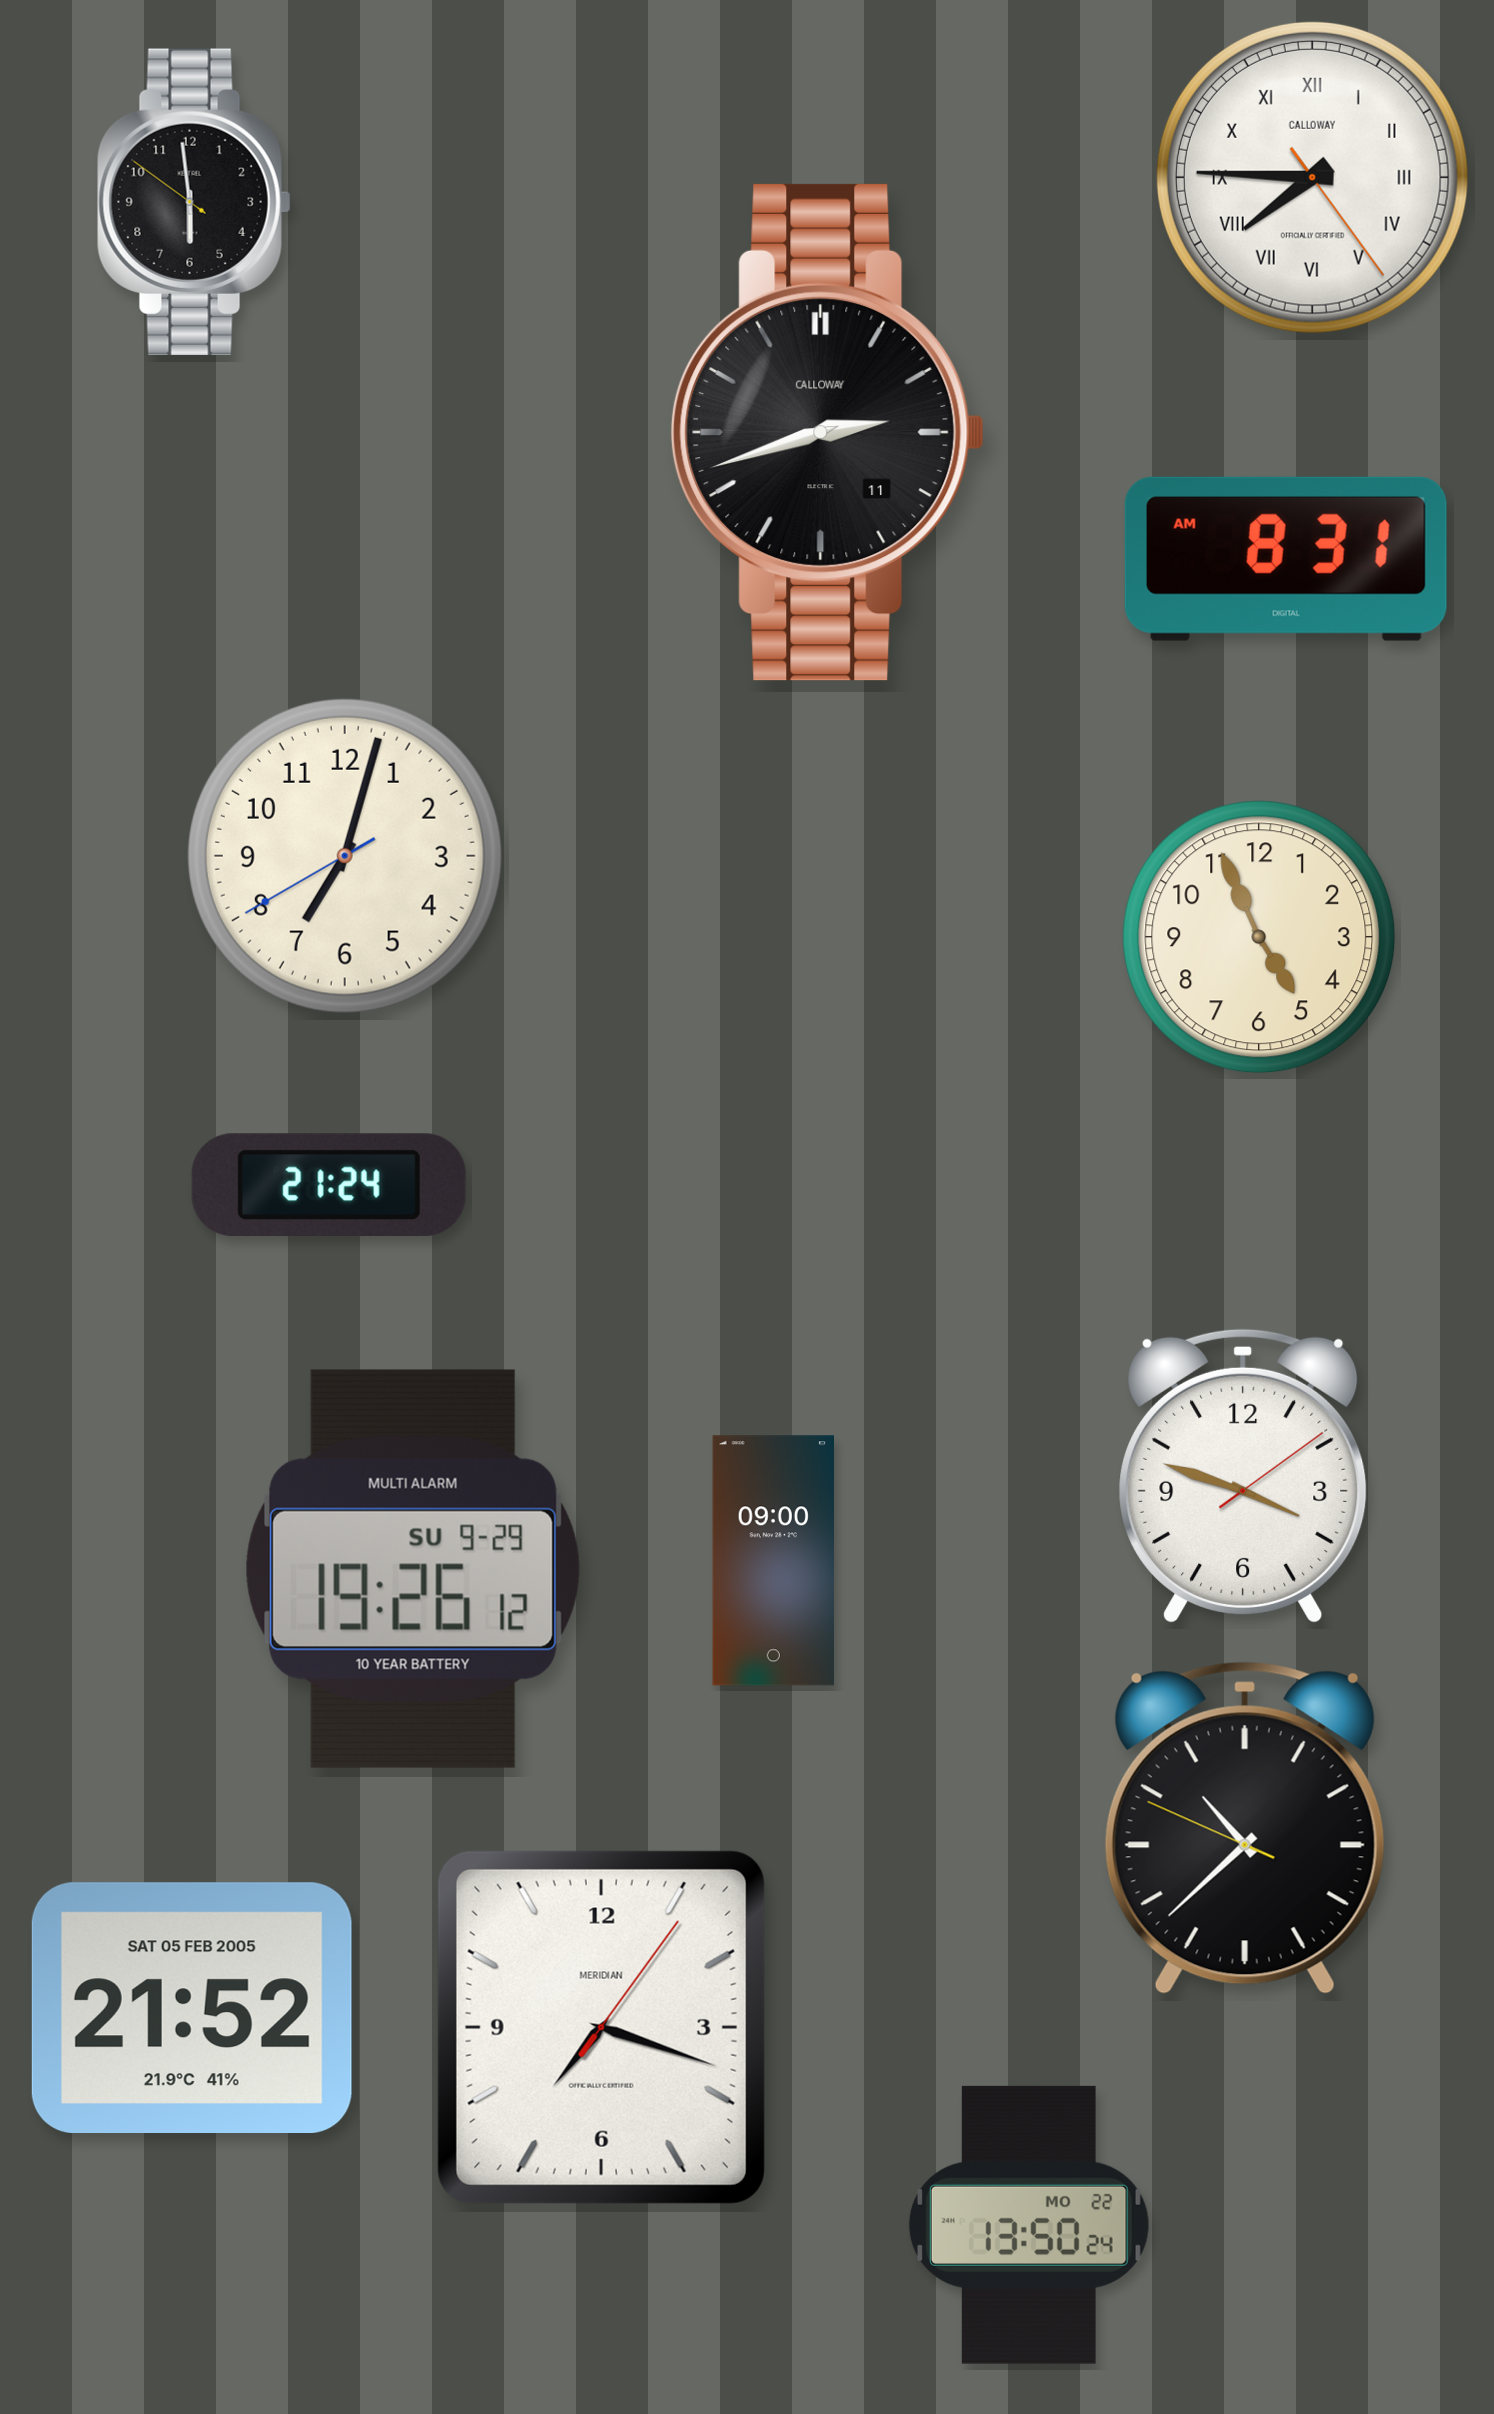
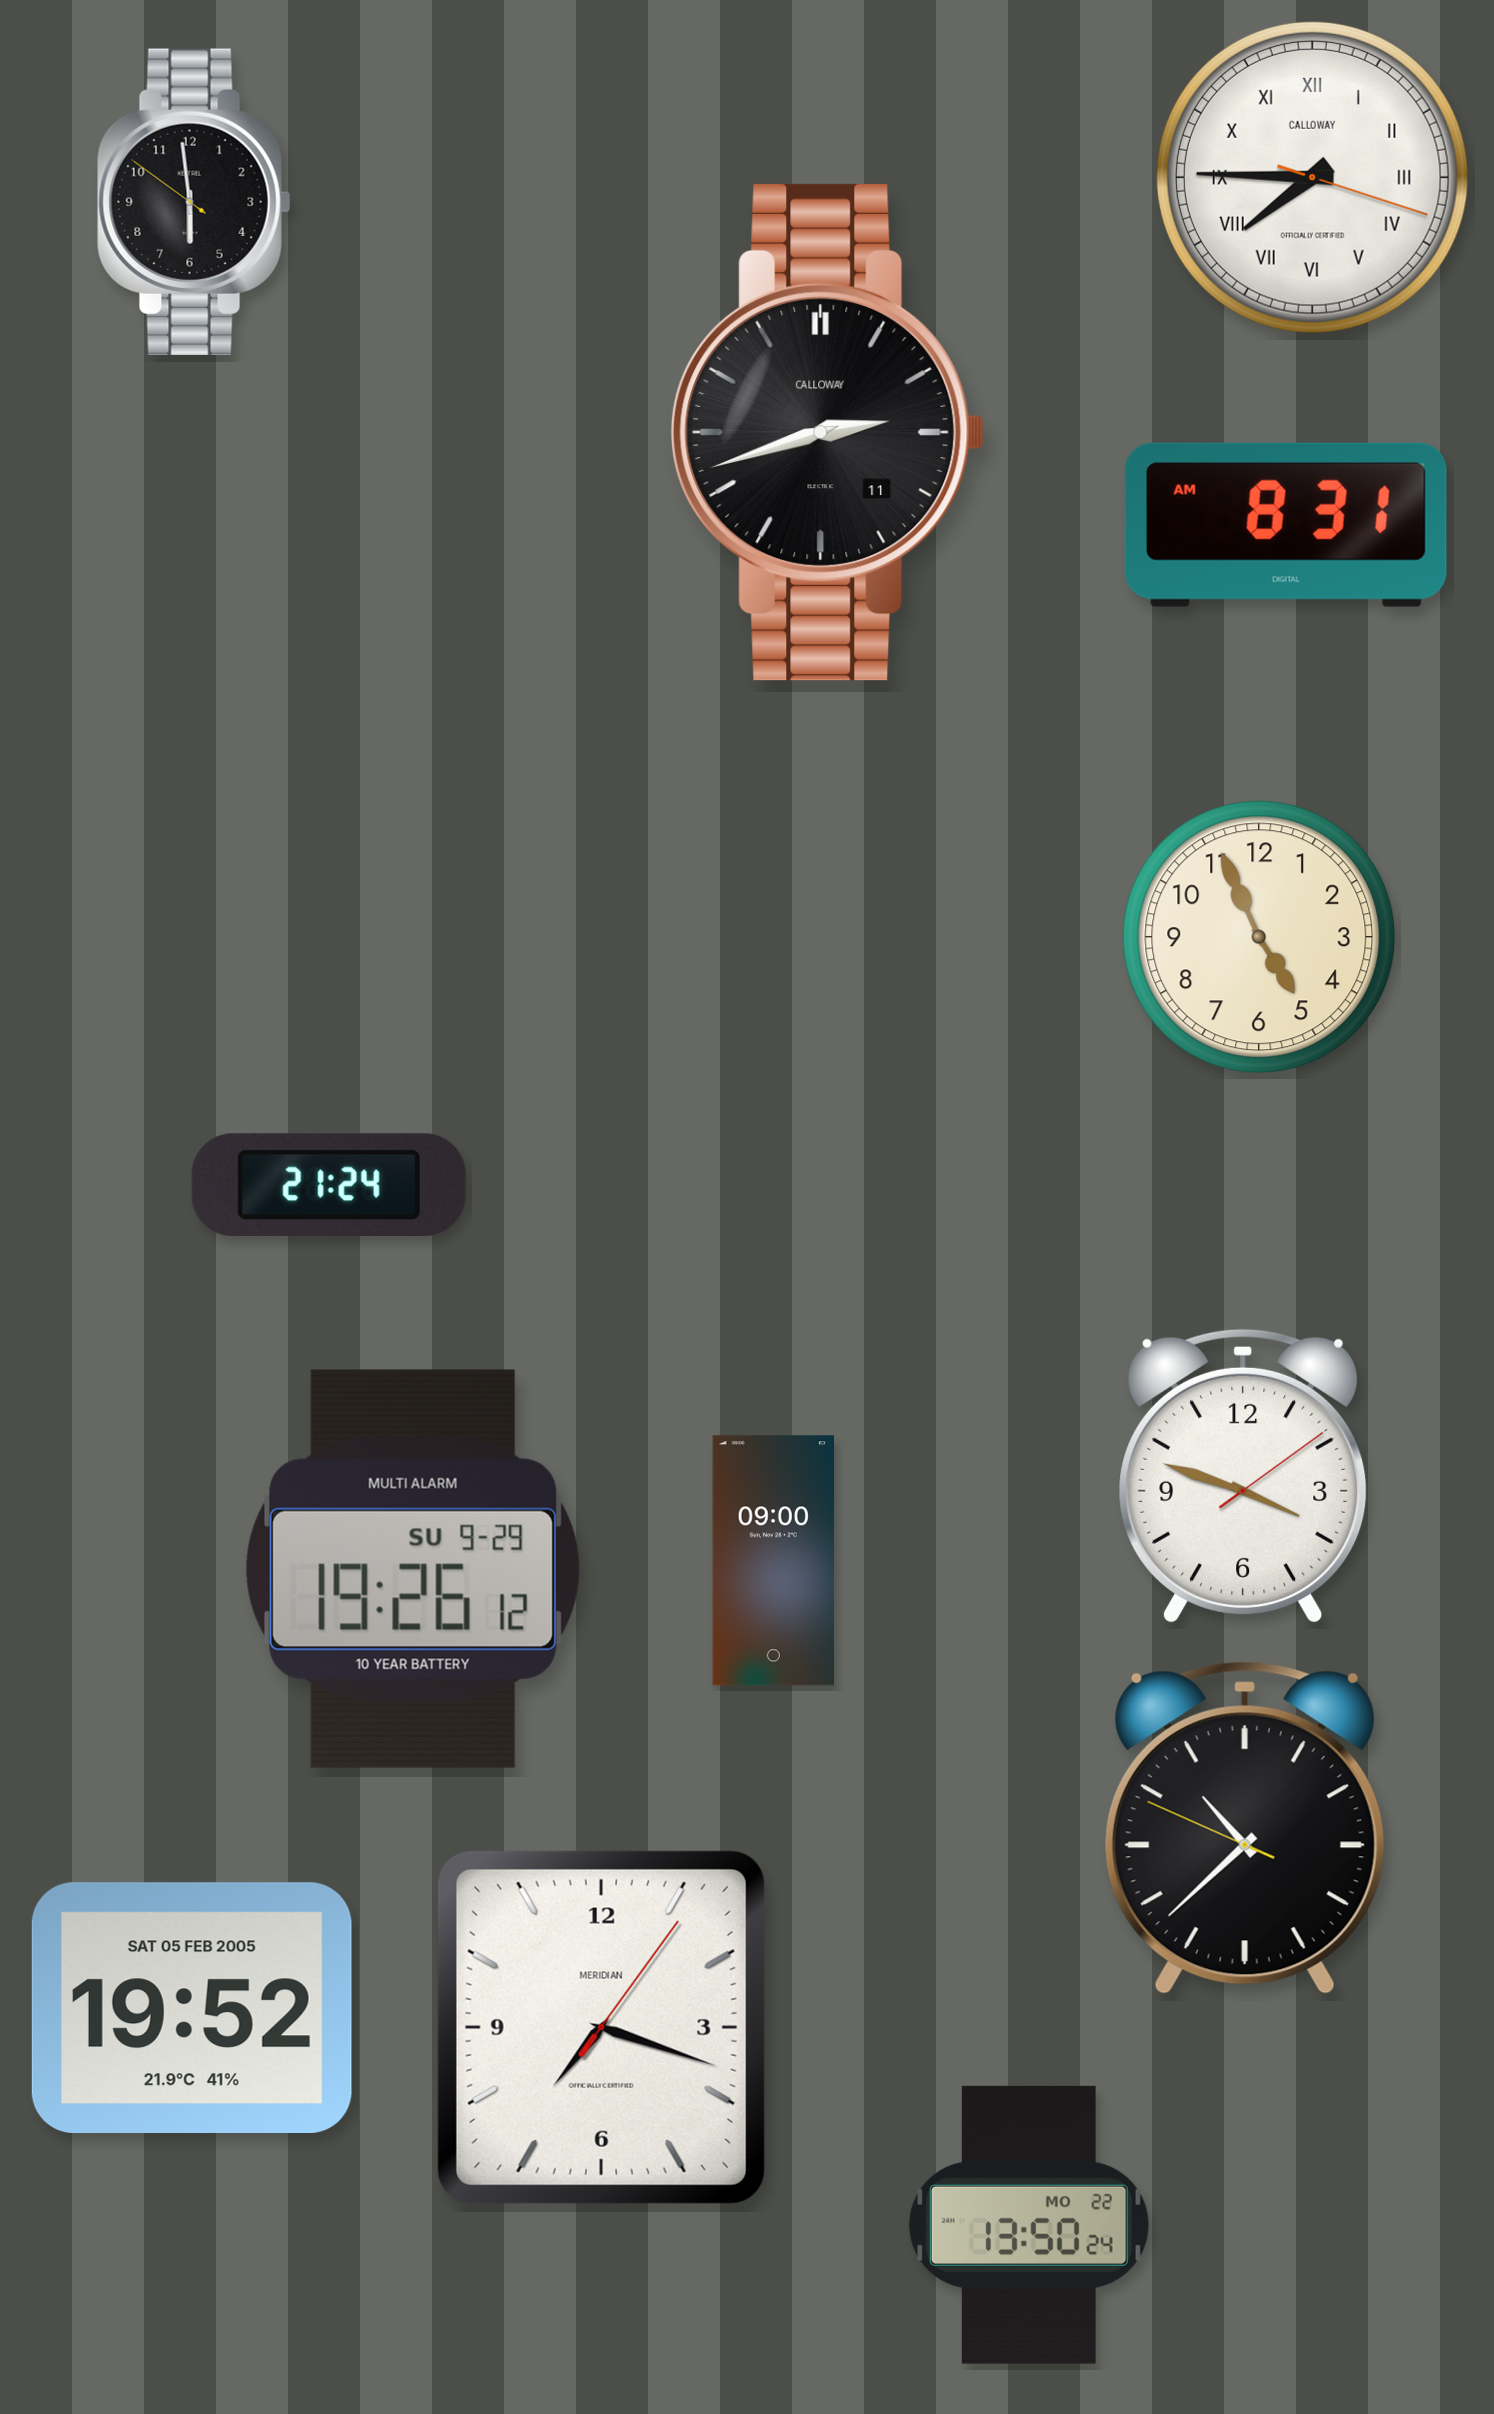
clock at (1312, 177): 7:45:24 -> 7:45:18
clock at (1286, 559) position: (1286, 559) -> (1286, 525)
clock at (345, 856): 7:02 -> none
clock at (192, 2007): 21:52 -> 19:52
